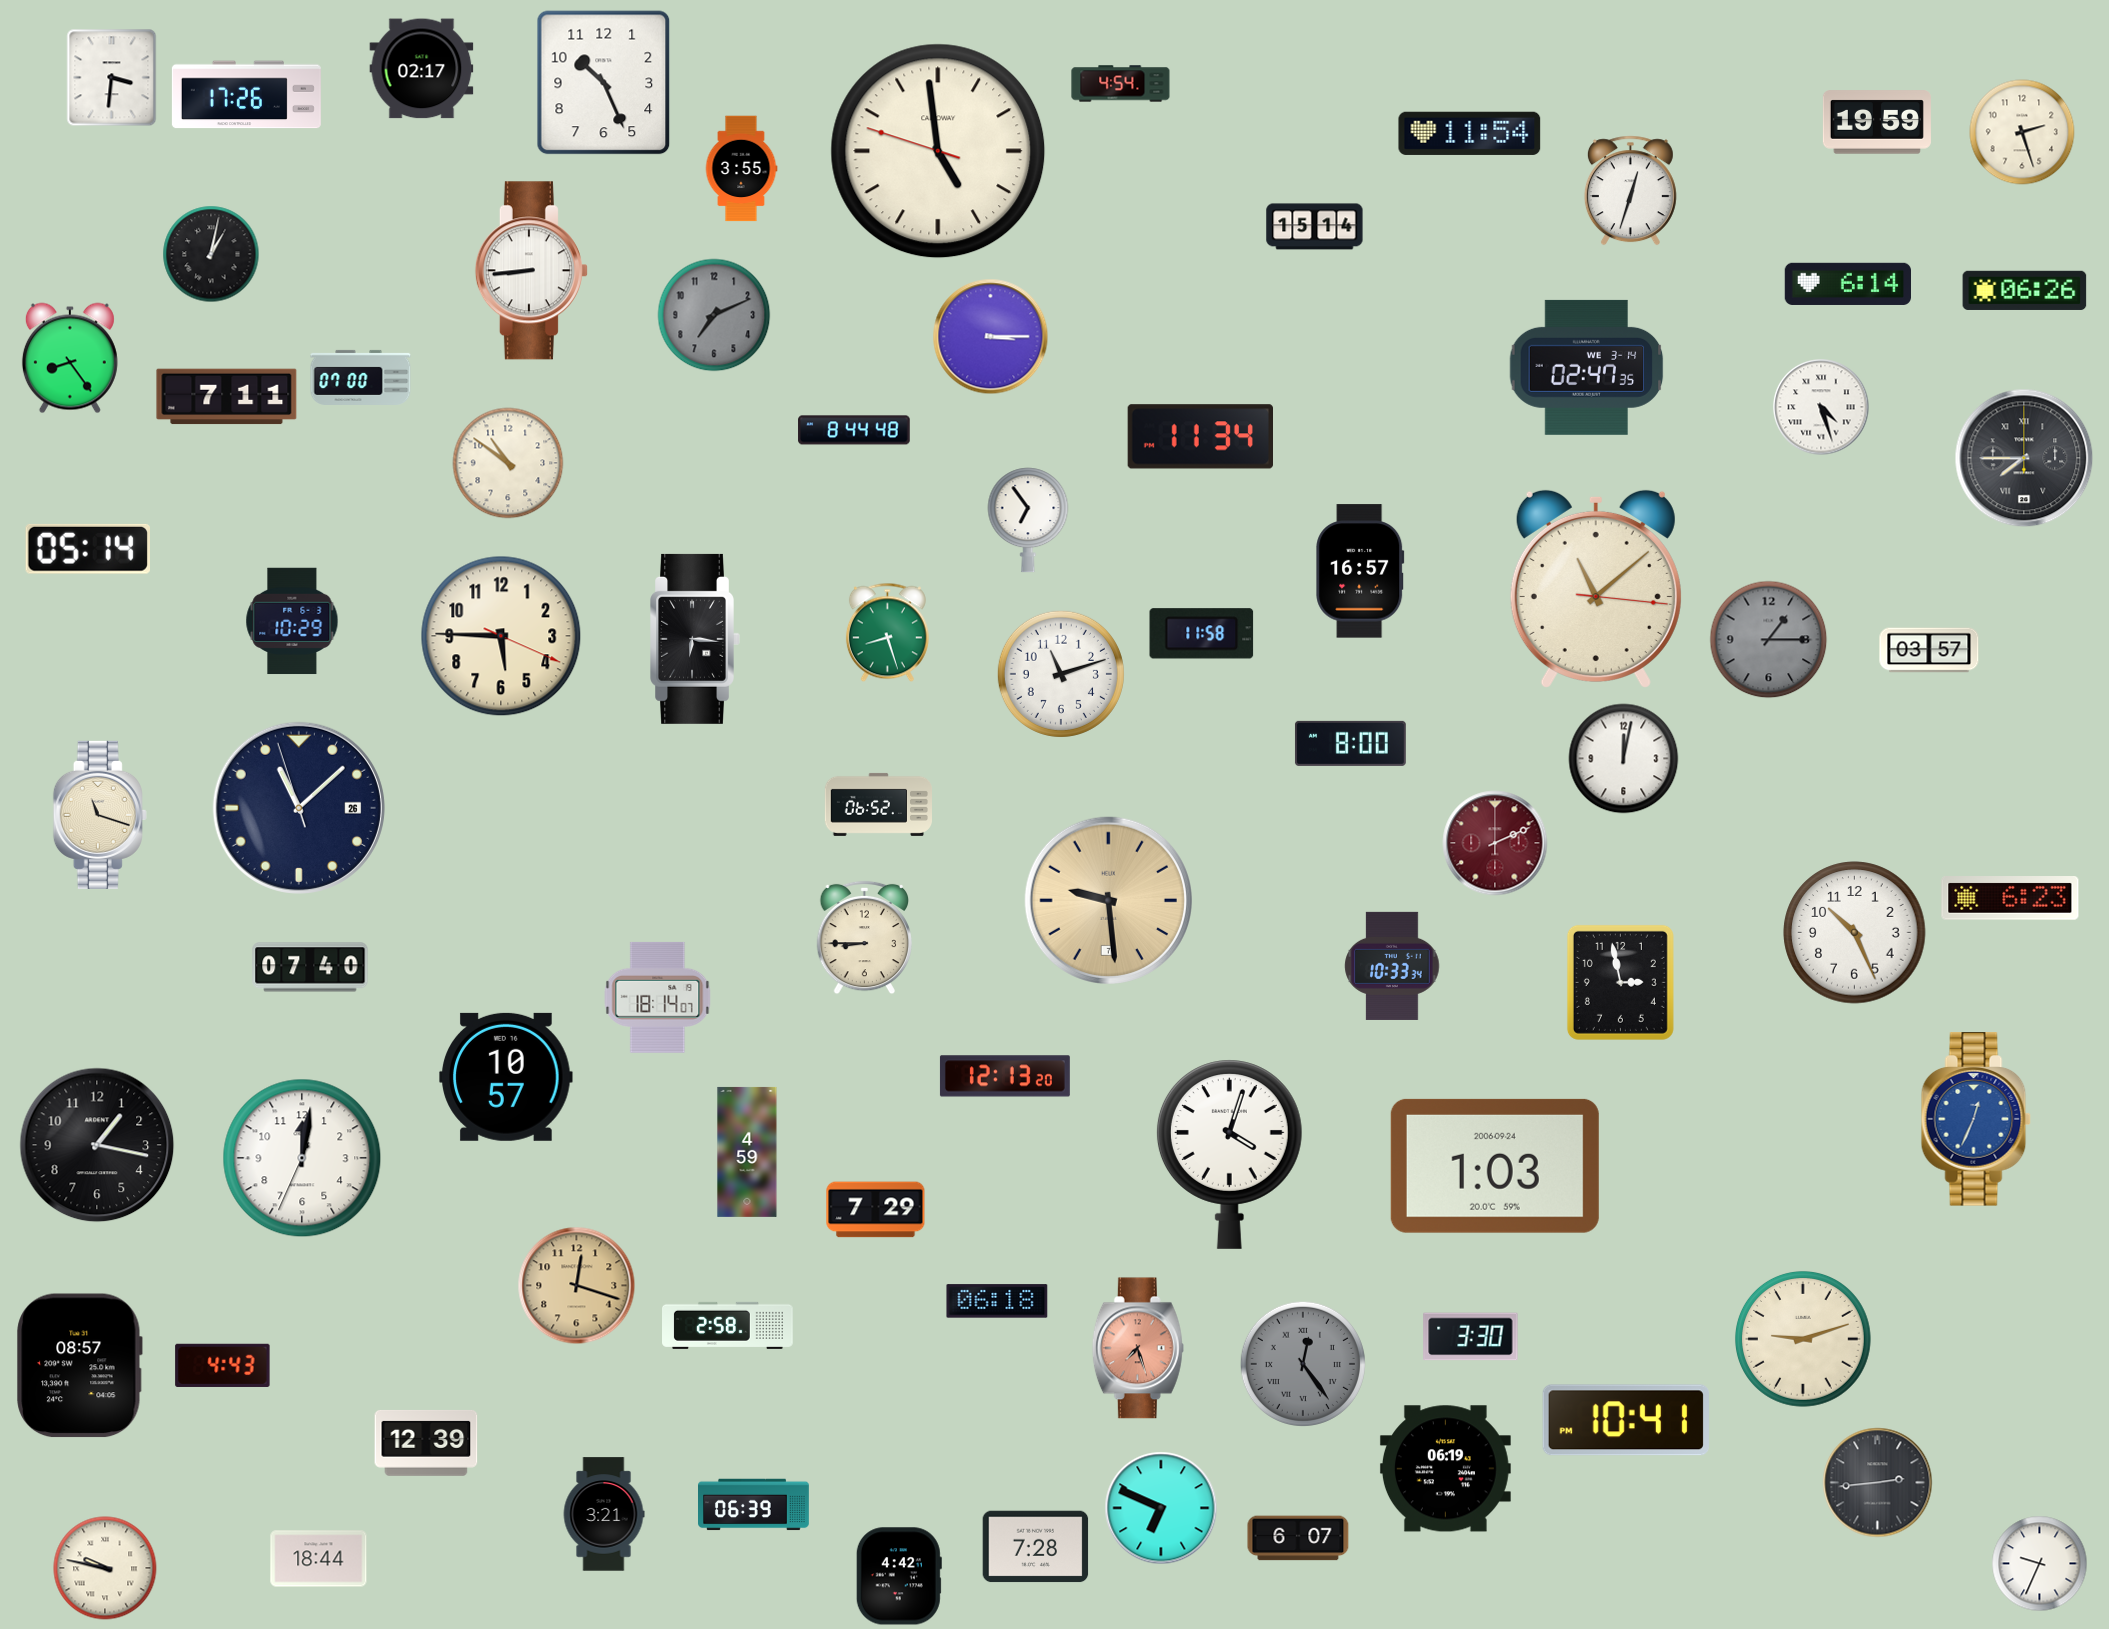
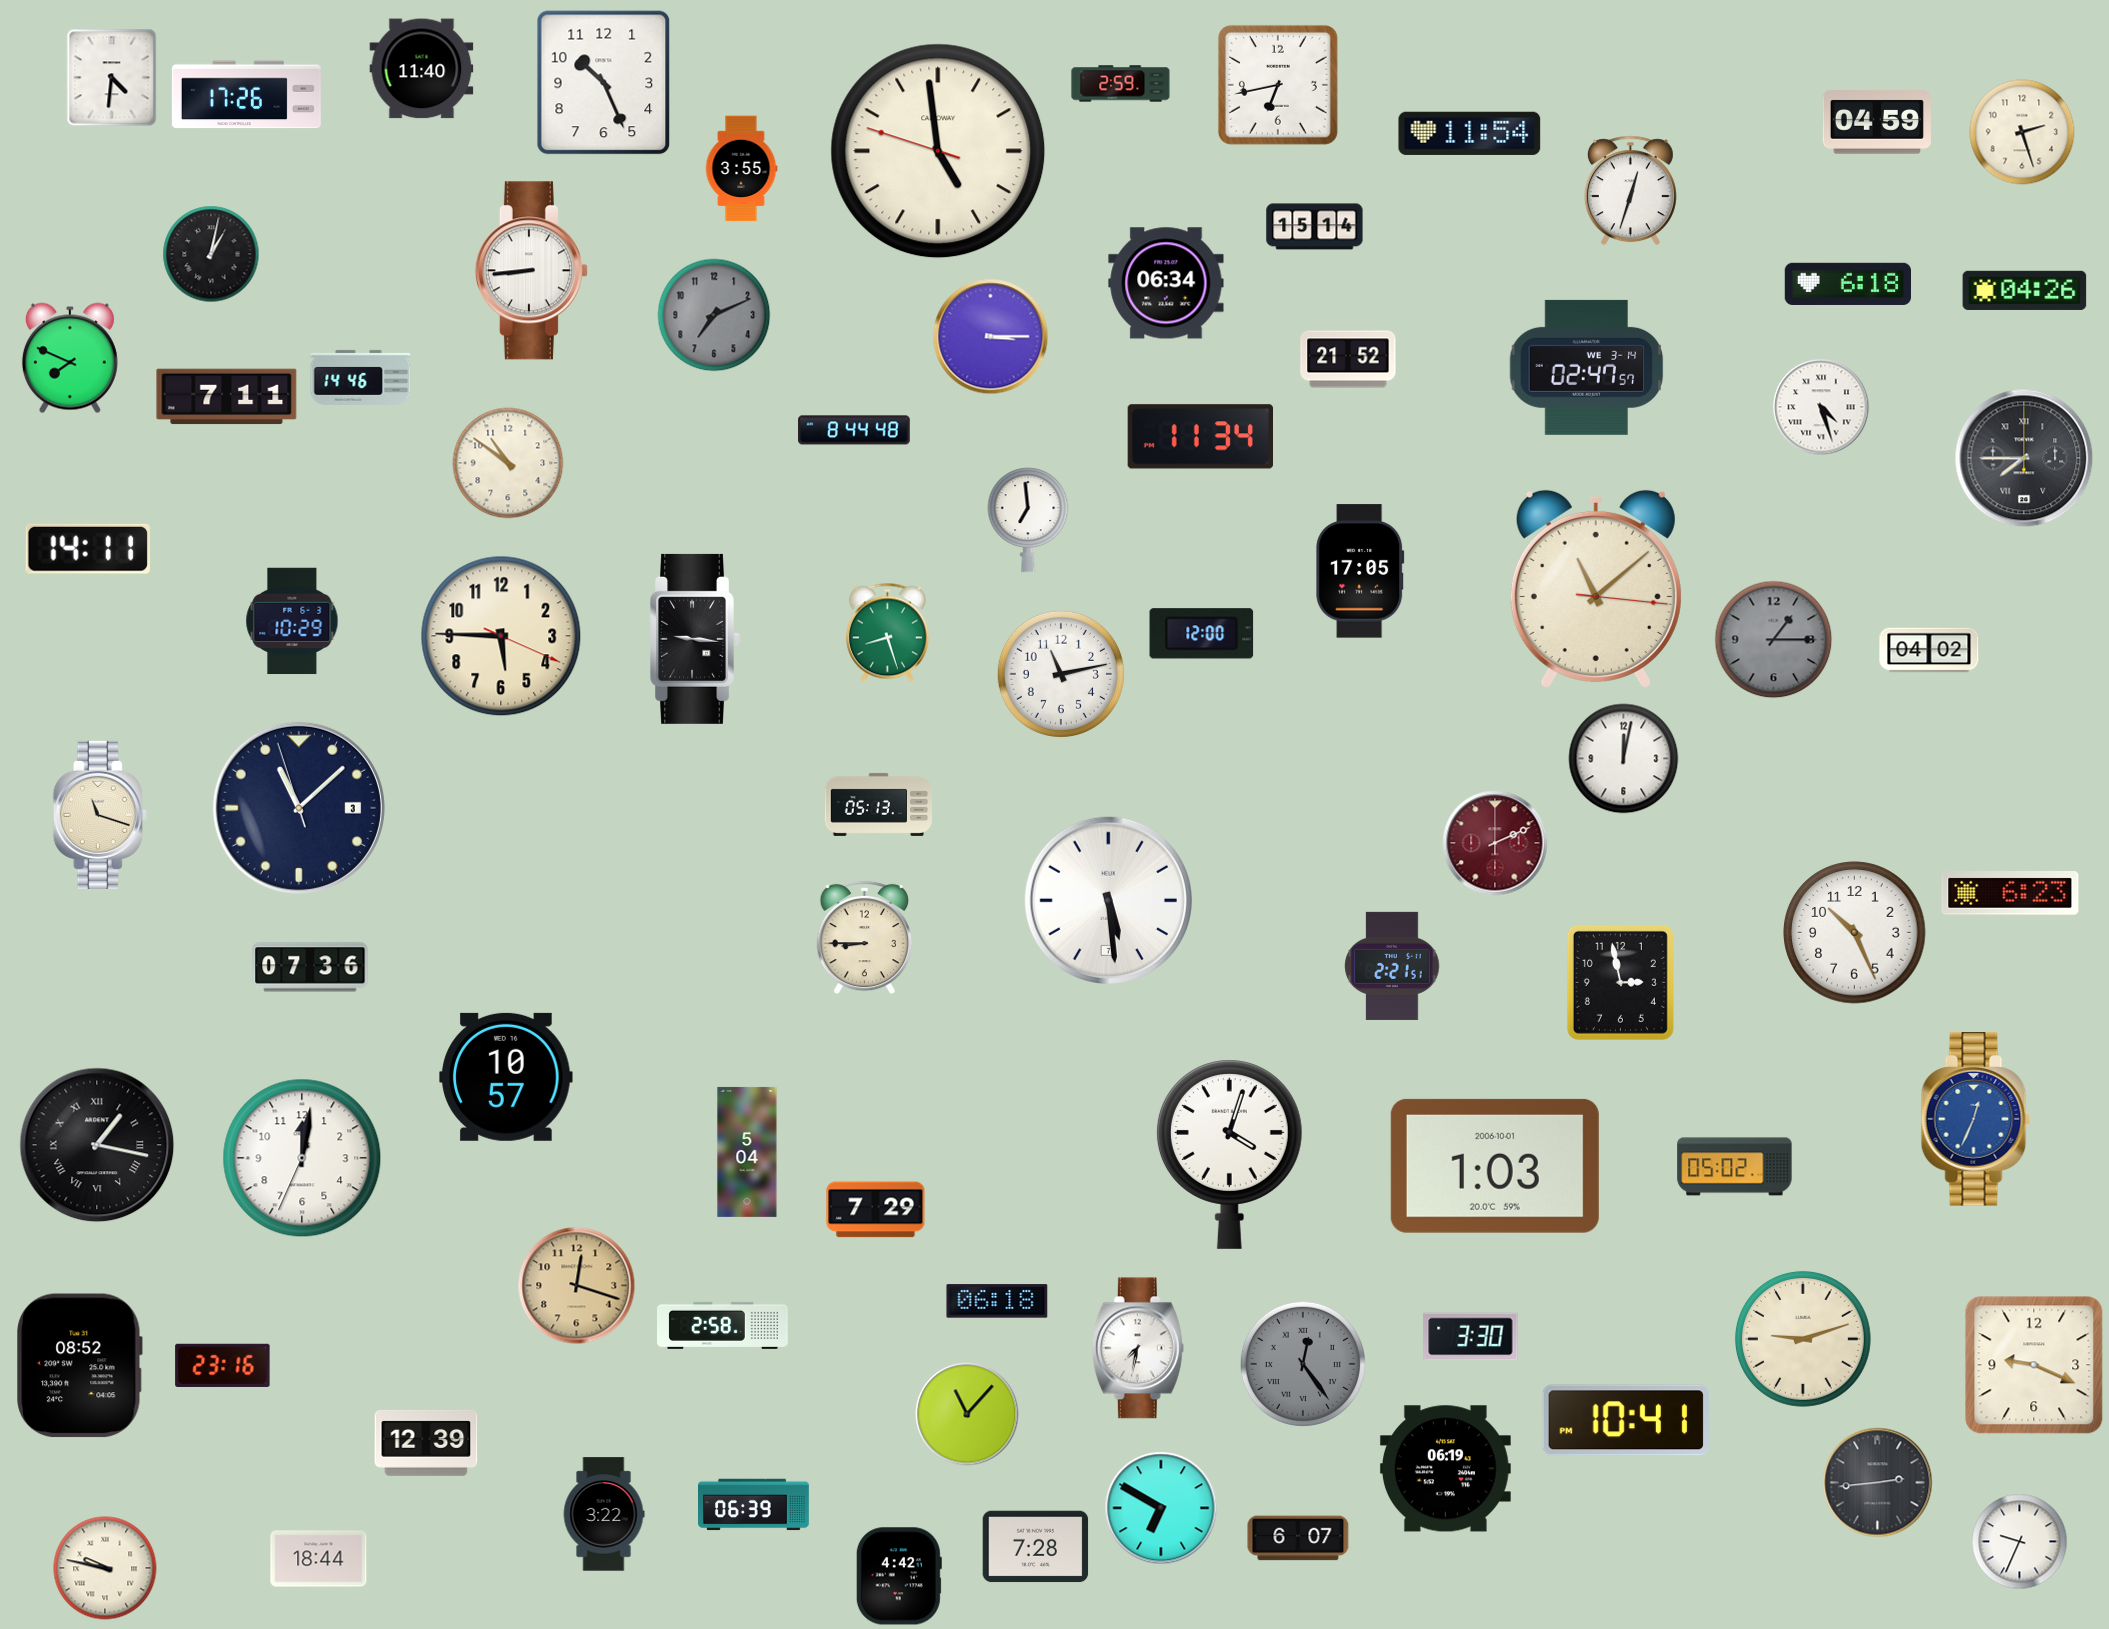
clock at (422, 69): 02:17 -> 11:40
clock at (112, 78): 3:31 -> 4:31
clock at (1121, 84): 4:54 -> 2:59
clock at (1278, 85): none -> 6:43
clock at (1877, 122): 19:59 -> 04:59
clock at (1166, 283): none -> 06:34
clock at (1847, 284): 6:14 -> 6:18
clock at (2025, 290): 06:26 -> 04:26
clock at (70, 358): 8:24 -> 7:49
clock at (1348, 359): none -> 21:52
clock at (1587, 367): 02:47:35 -> 02:47:57
clock at (361, 377): 07:00 -> 14:46
clock at (1028, 520): 6:54 -> 6:59
clock at (87, 549): 05:14 -> 14:11
clock at (1360, 571): 16:57 -> 17:05
clock at (1202, 634): 11:58 -> 12:00
clock at (695, 639): 6:16 -> 9:16
clock at (1769, 640) position: (1769, 640) -> (1774, 640)
clock at (1929, 650): 03:57 -> 04:02
clock at (1061, 674): 11:12 -> 11:13
clock at (1350, 743): 8:00 -> none
clock at (878, 804): 06:52 -> 05:13
clock at (299, 808) date: 26 -> 3
clock at (2010, 899) position: (2010, 899) -> (2010, 894)
clock at (1108, 900): 9:29 -> 5:29
clock at (1108, 900) dial: champagne -> white
clock at (1392, 966): 10:33 -> 2:21
clock at (310, 967): 07:40 -> 07:36
clock at (658, 997): 18:14 -> none
clock at (1005, 1076): 12:13 -> none
clock at (97, 1145) numerals: Arabic -> Roman
clock at (747, 1152): 4:59 -> 5:04
clock at (1495, 1166) date: 2006-09-24 -> 2006-10-01
clock at (1735, 1167): none -> 05:02
clock at (728, 1325) position: (728, 1325) -> (723, 1325)
clock at (1138, 1348): 7:27 -> 7:32
clock at (1138, 1348) dial: salmon -> white
clock at (223, 1365): 4:43 -> 23:16
clock at (2034, 1365): none -> 9:19
clock at (80, 1366): 08:57 -> 08:52
clock at (967, 1414): none -> 11:07
clock at (1161, 1508): 6:49 -> 6:50
clock at (604, 1514): 3:21 -> 3:22
clock at (2040, 1564) position: (2040, 1564) -> (2020, 1542)
